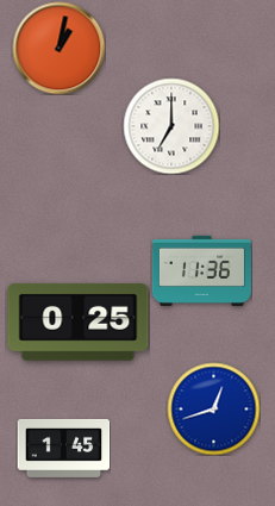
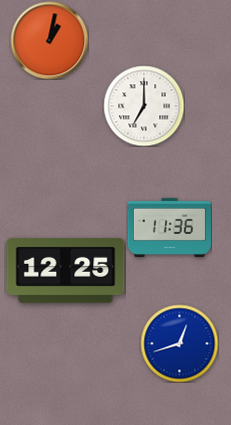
clock at (79, 321): 0:25 -> 12:25
clock at (63, 448): 1:45 -> none
